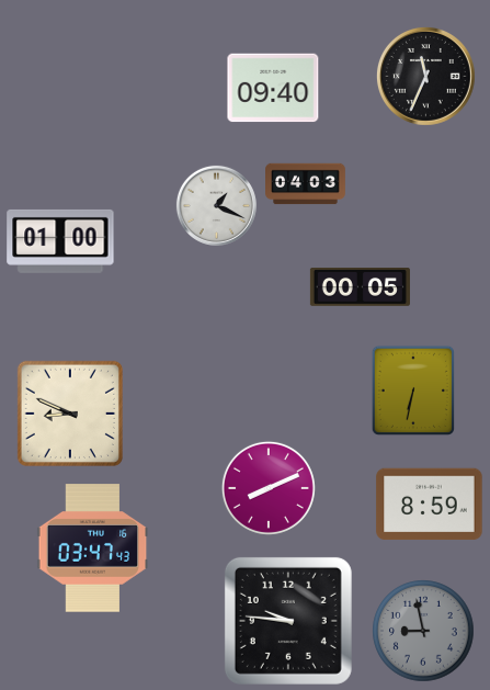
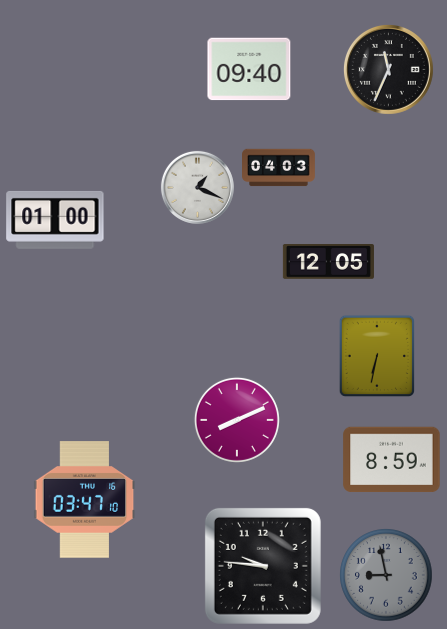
clock at (273, 88) position: (273, 88) -> (249, 69)
clock at (360, 287): 00:05 -> 12:05
clock at (70, 414): 8:49 -> none
clock at (269, 488) position: (269, 488) -> (237, 420)
clock at (93, 548): 03:47:43 -> 03:47:10
